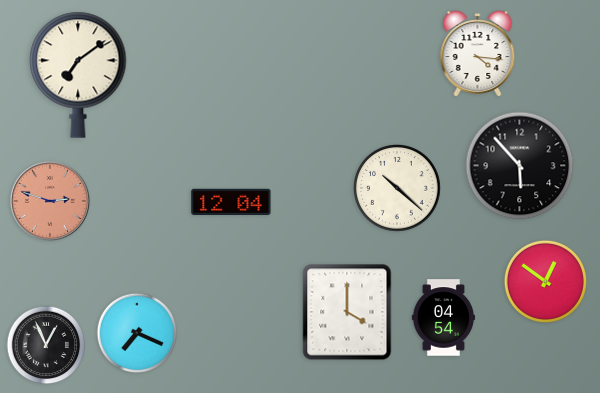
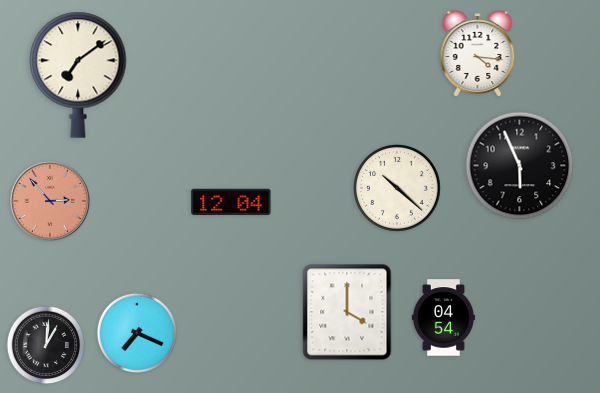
clock at (520, 166): 5:53 -> 5:56
clock at (50, 201): 2:48 -> 2:53
clock at (545, 281): 12:51 -> none
clock at (46, 345): 12:56 -> 1:01
